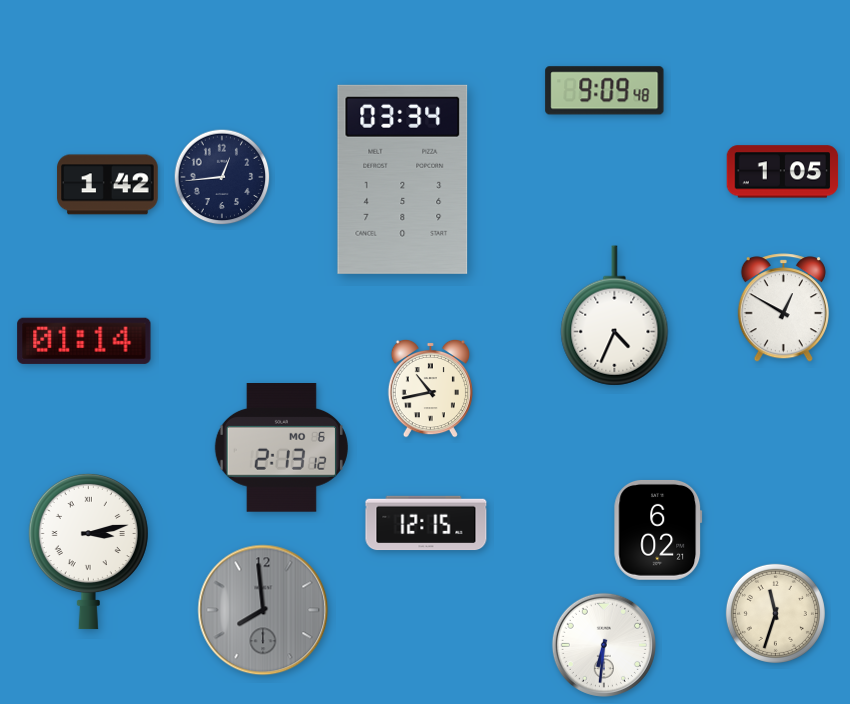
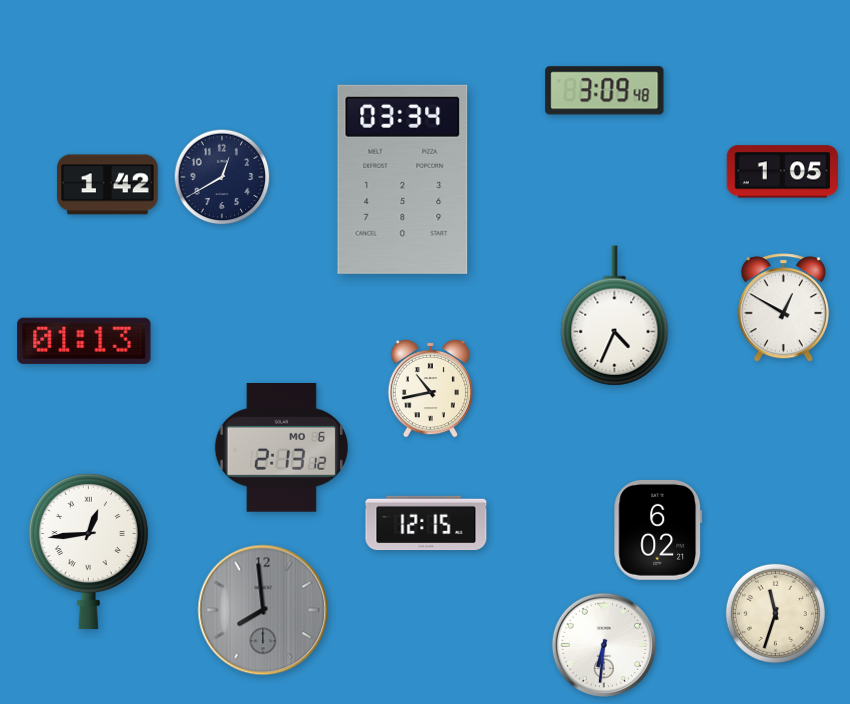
clock at (605, 91): 9:09 -> 3:09
clock at (222, 177): 12:44 -> 12:40
clock at (84, 341): 01:14 -> 01:13
clock at (88, 551): 3:13 -> 12:44
